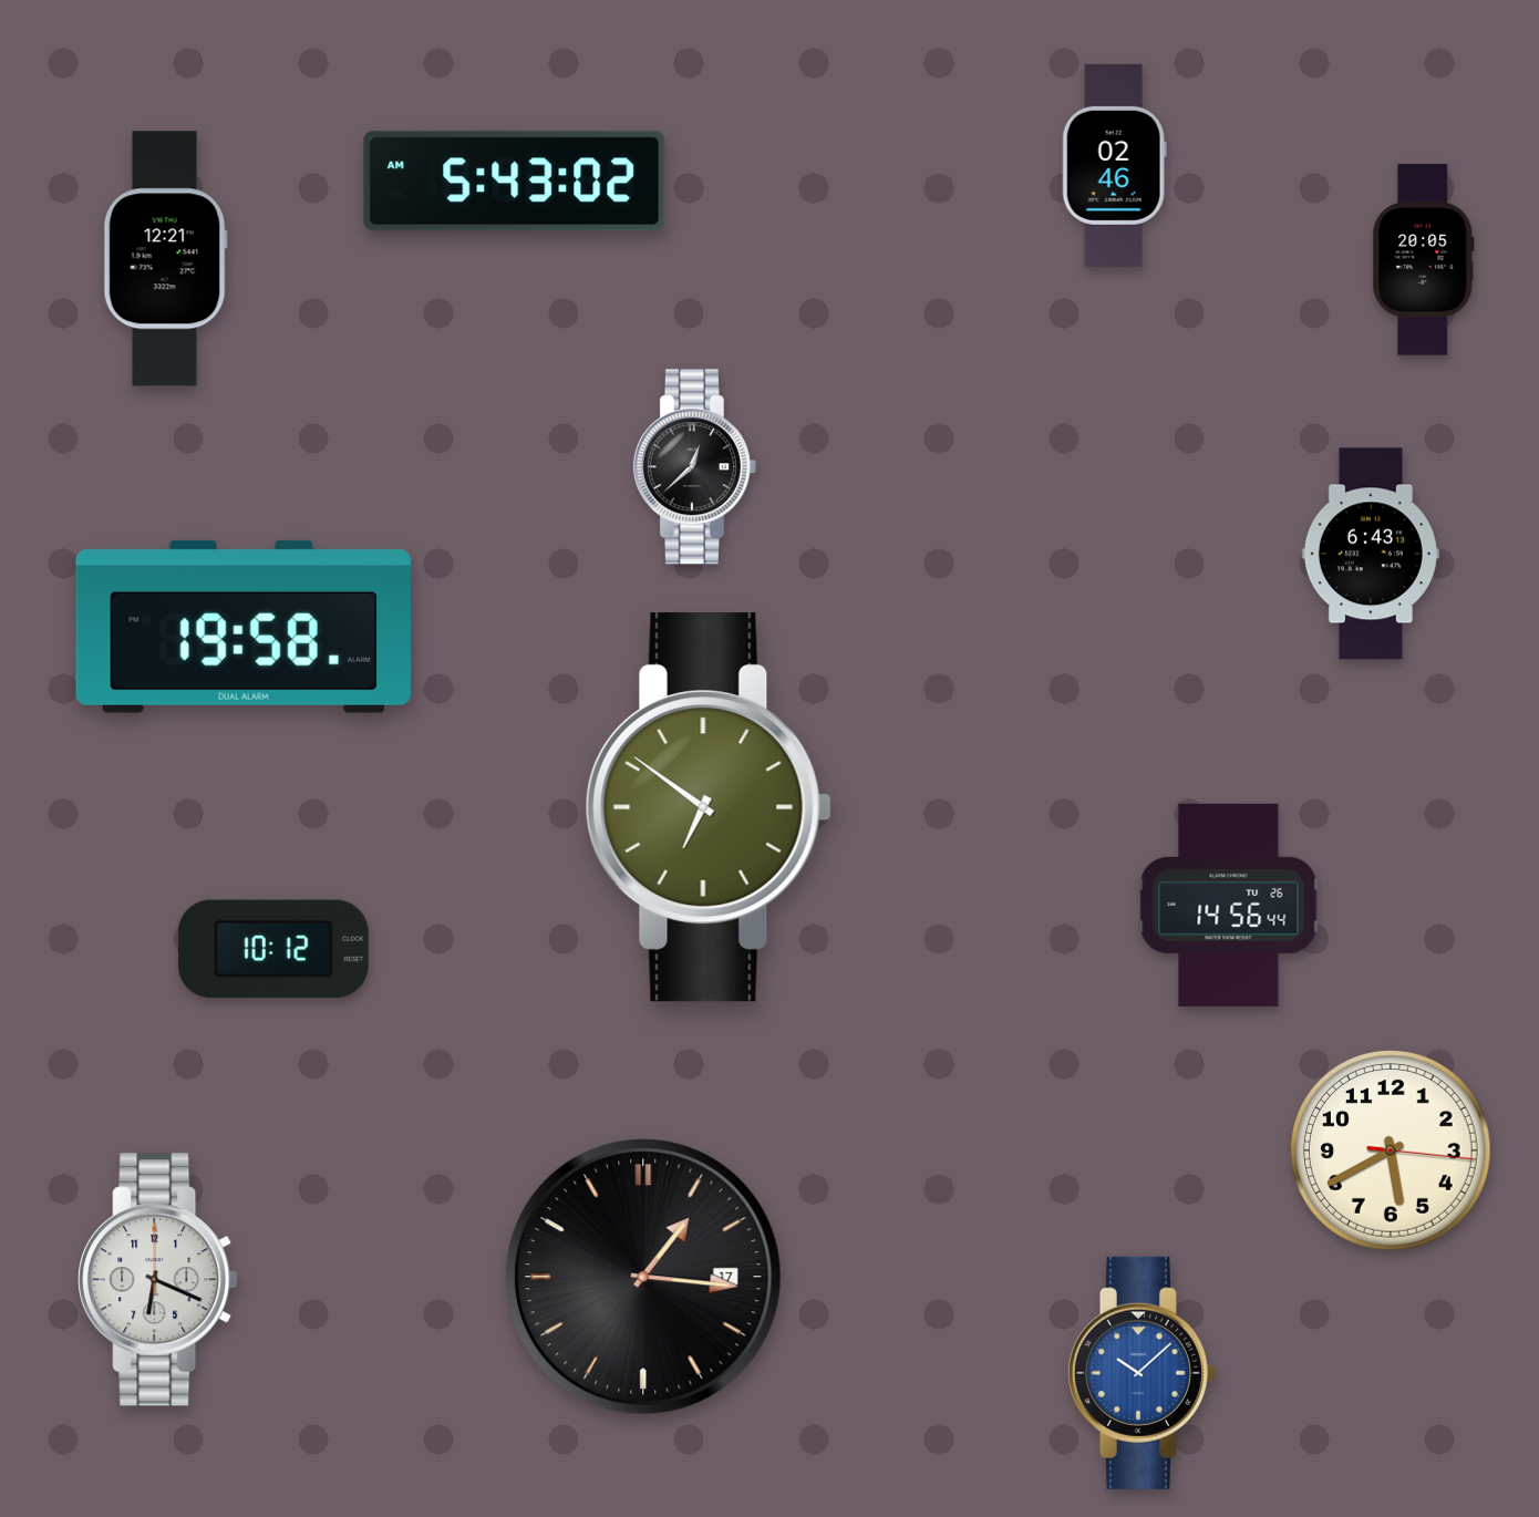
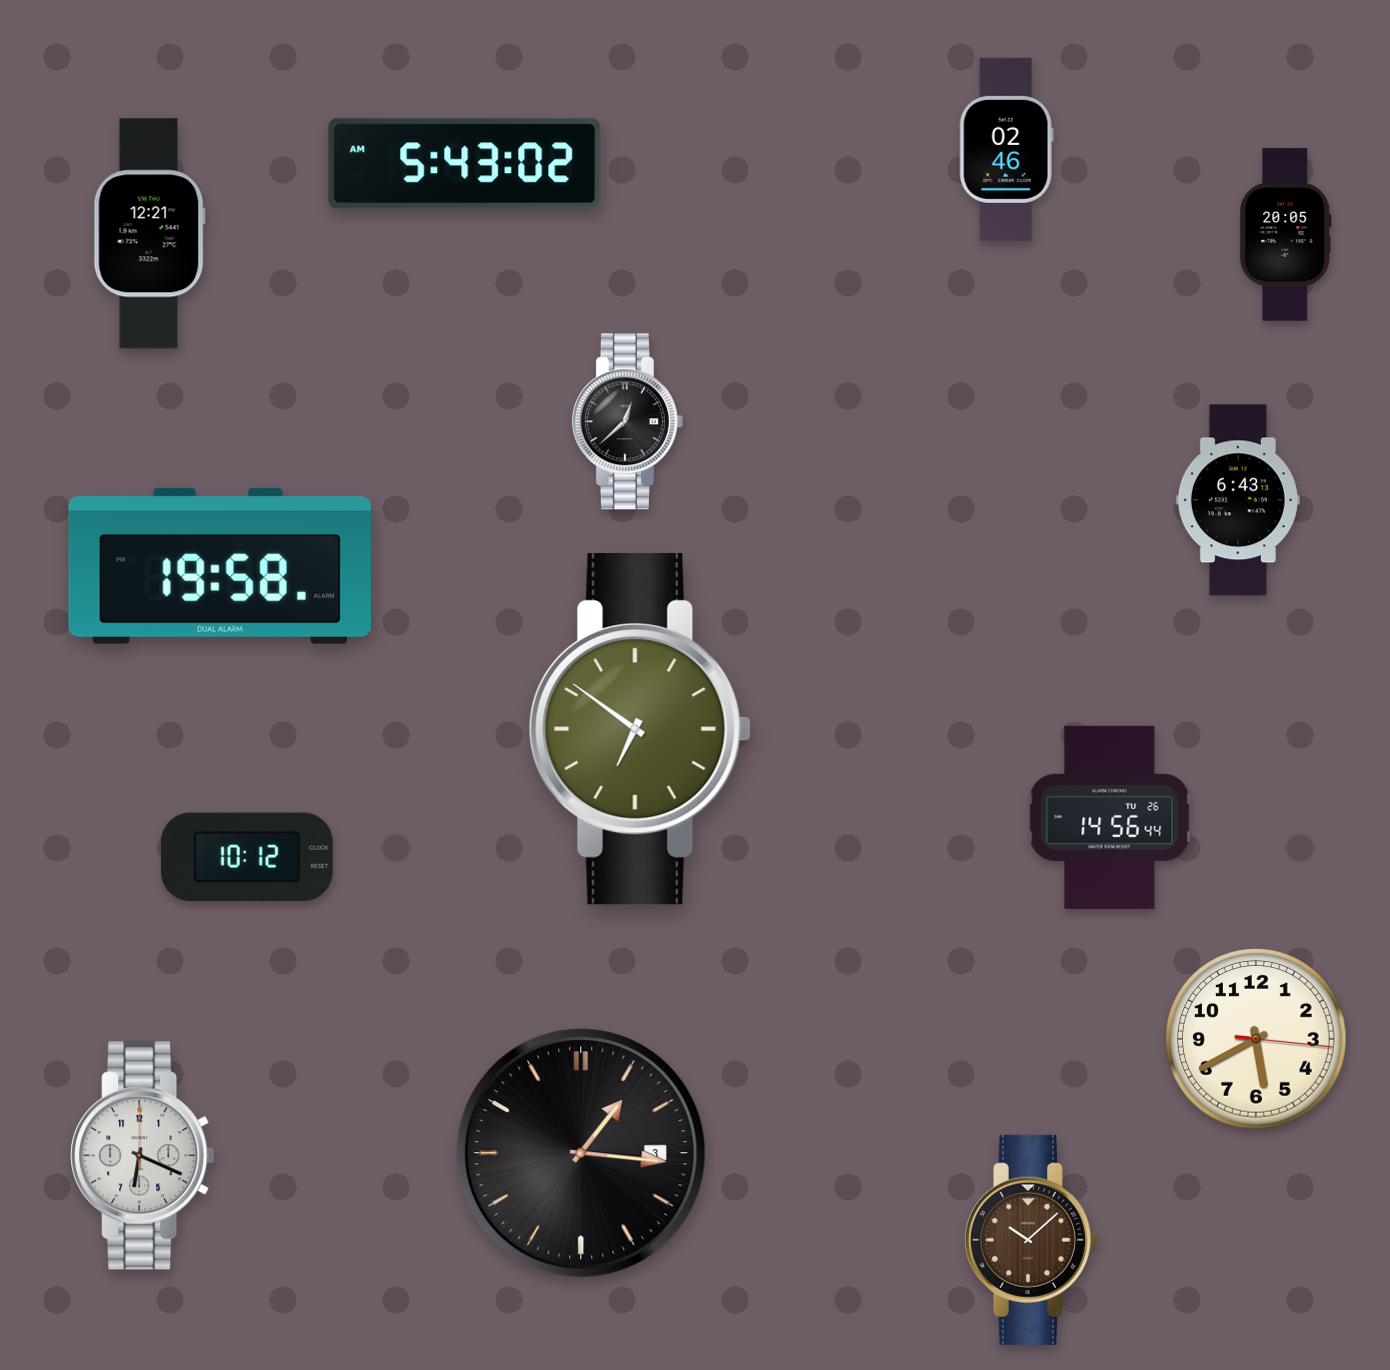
clock at (643, 1277) date: 17 -> 3
clock at (1140, 1373) dial: blue -> brown
